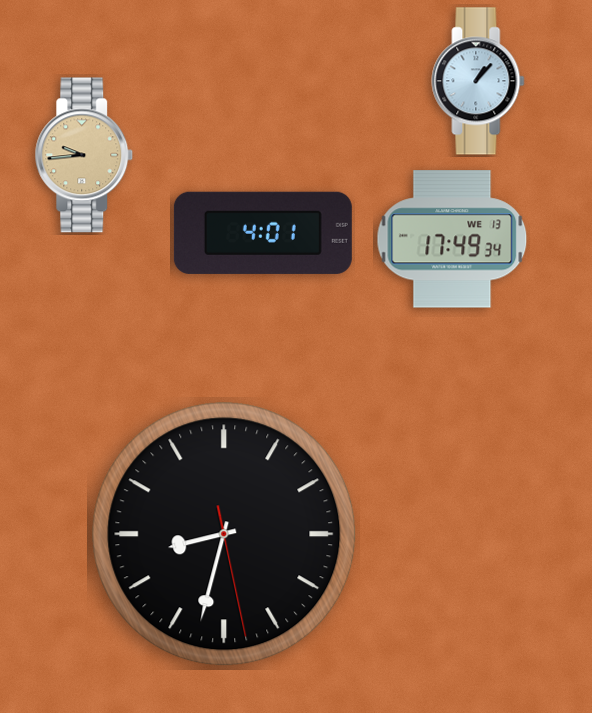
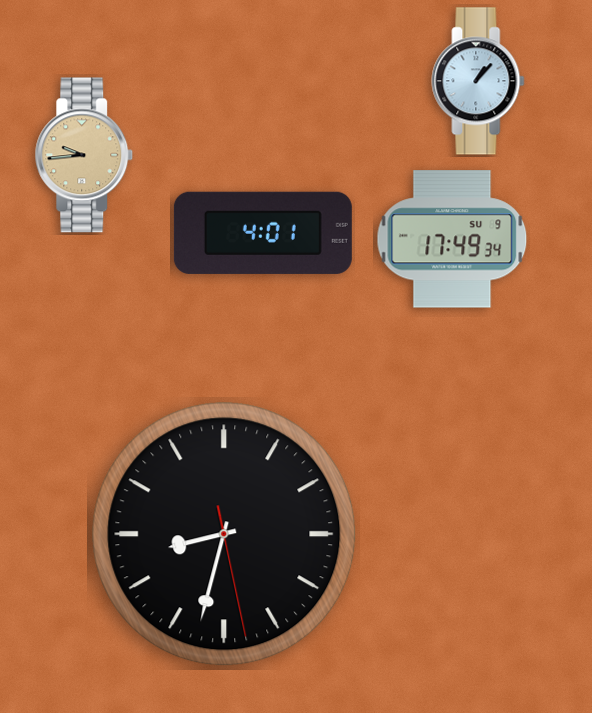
clock at (452, 239) date: WE 13 -> SU 9
